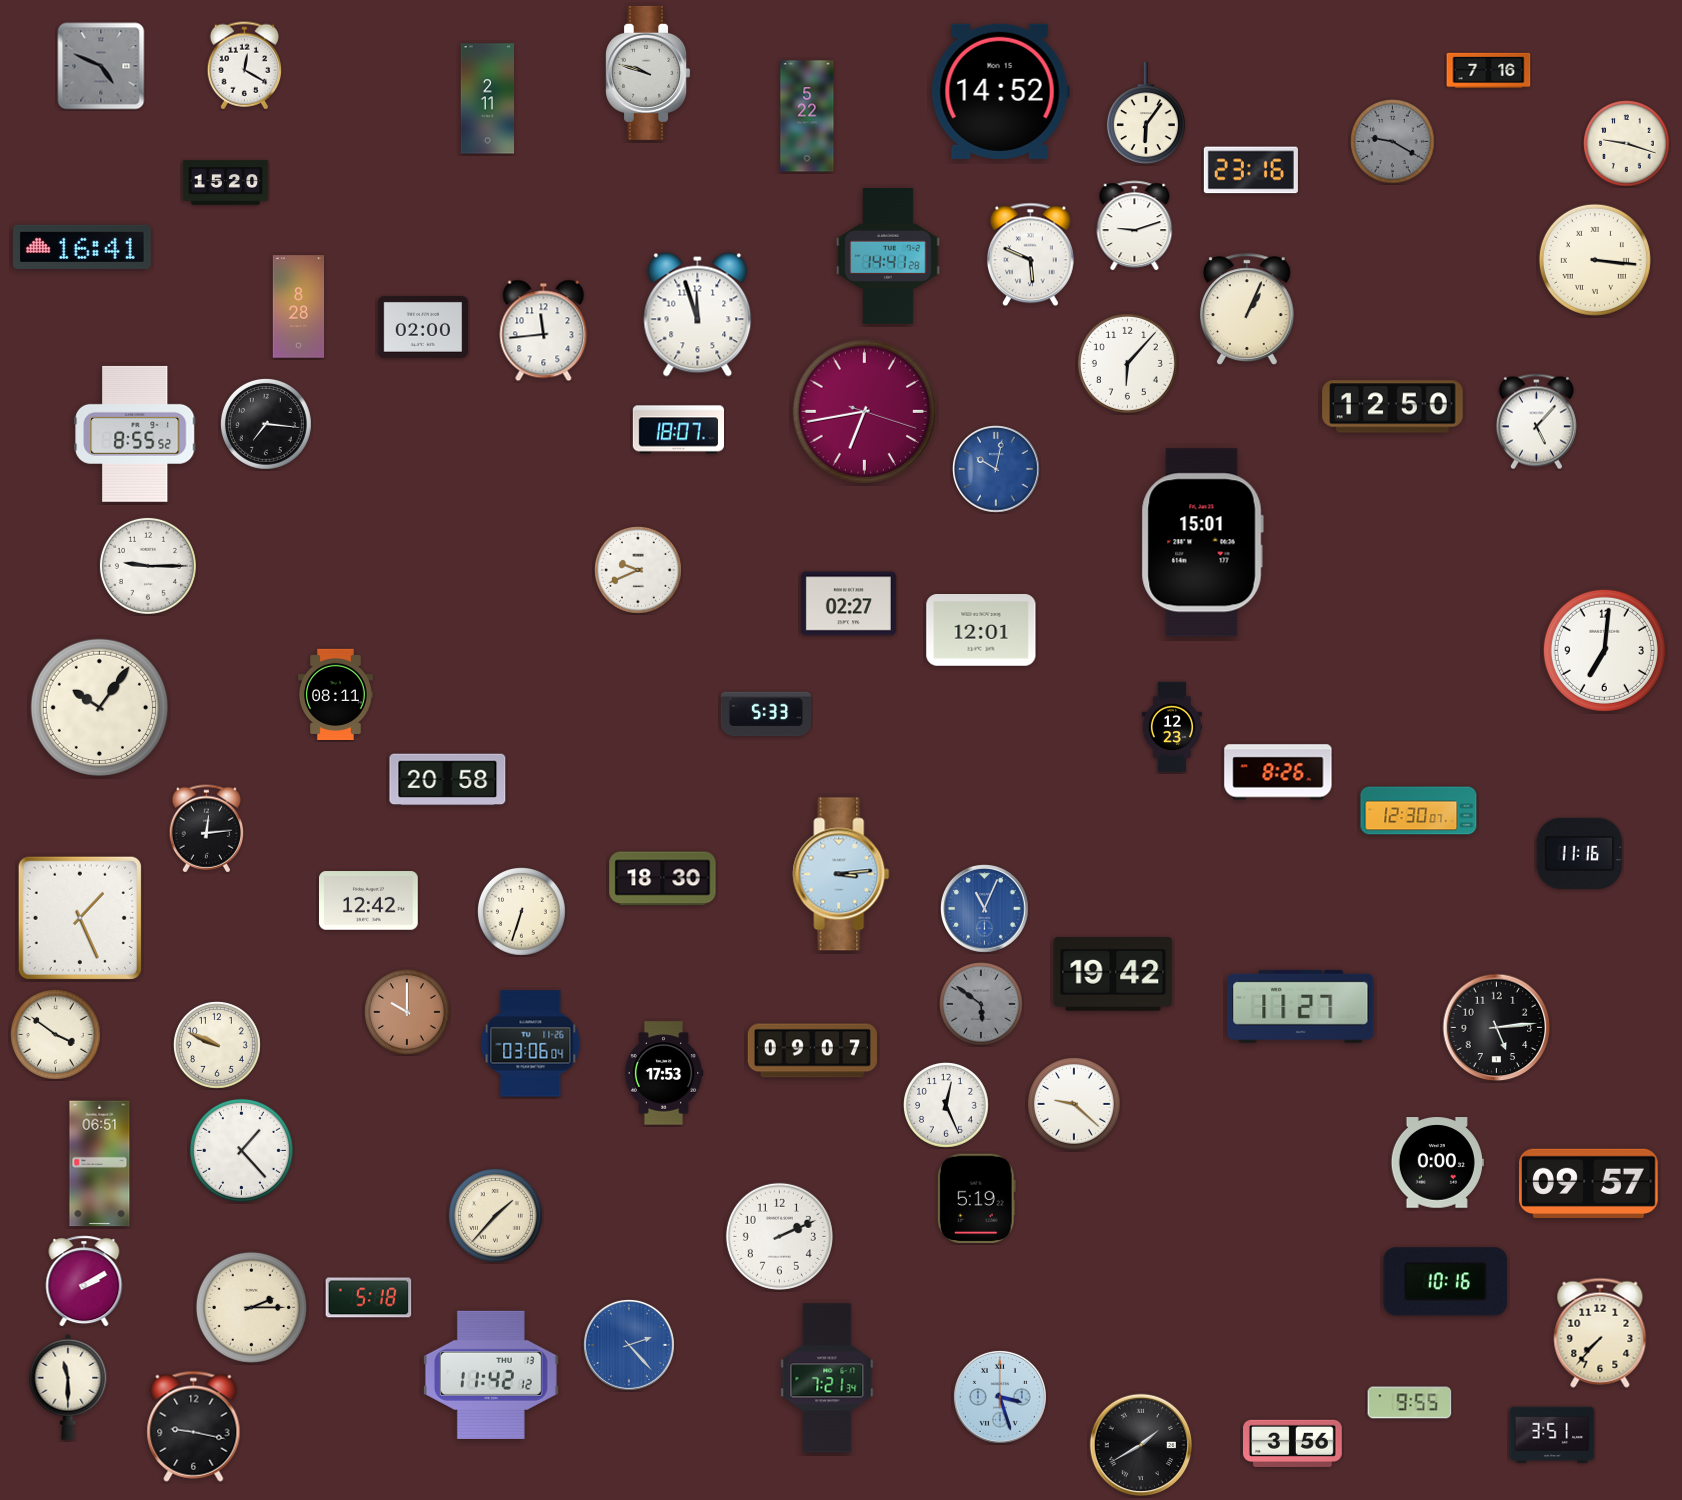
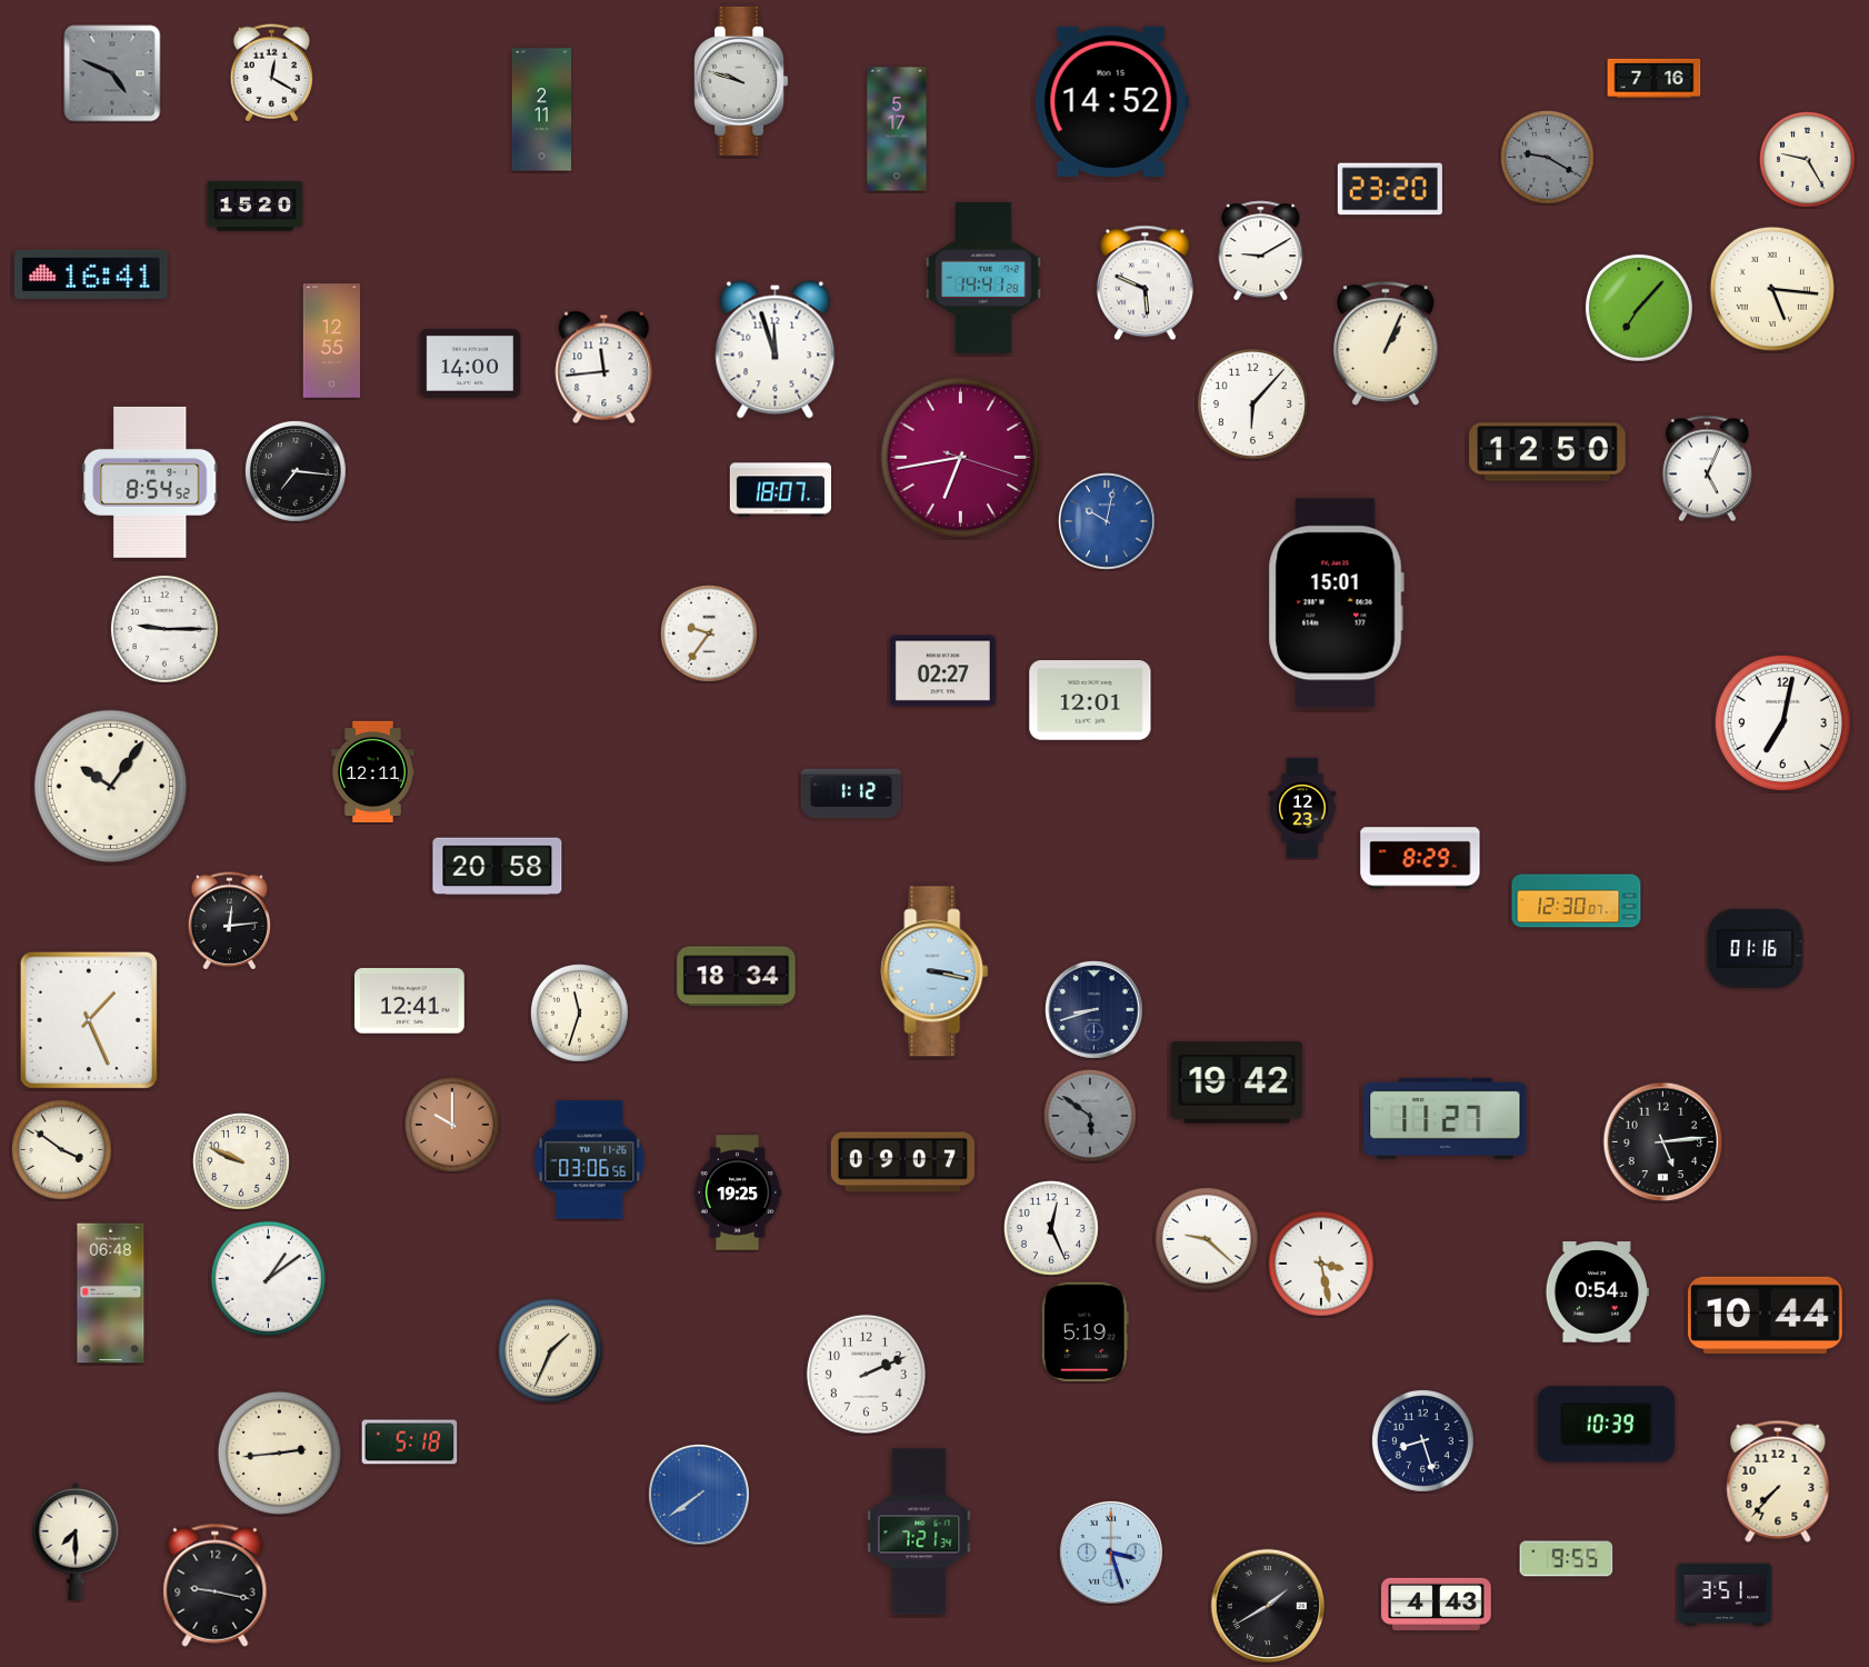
clock at (648, 73) position: (648, 73) -> (741, 81)
clock at (1146, 114): 6:06 -> none
clock at (807, 116): 5:22 -> 5:17
clock at (1627, 144): 9:18 -> 9:25
clock at (1251, 170): 23:16 -> 23:20
clock at (226, 183) position: (226, 183) -> (256, 207)
clock at (1135, 226): 9:12 -> 9:10
clock at (888, 256) position: (888, 256) -> (983, 278)
clock at (1595, 260): 3:16 -> 5:16
clock at (1639, 308): none -> 7:07
clock at (299, 307): 8:28 -> 12:55
clock at (423, 327): 02:00 -> 14:00
clock at (1536, 422): 5:07 -> 5:04
clock at (678, 430) position: (678, 430) -> (780, 490)
clock at (135, 434): 8:55 -> 8:54
clock at (639, 571): 9:41 -> 9:36
clock at (1604, 650): 7:01 -> 7:02
clock at (336, 694): 08:11 -> 12:11
clock at (766, 714): 5:33 -> 1:12
clock at (1278, 772): 8:26 -> 8:29
clock at (1580, 853): 11:16 -> 01:16
clock at (841, 874): 3:14 -> 3:17
clock at (663, 879): 18:30 -> 18:34
clock at (369, 901): 12:42 -> 12:41
clock at (985, 909): 11:04 -> 8:42
clock at (985, 909) dial: blue -> navy
clock at (522, 912): 6:33 -> 11:33
clock at (531, 1044): 03:06:04 -> 03:06:56
clock at (812, 1051) position: (812, 1051) -> (902, 1162)
clock at (664, 1073): 17:53 -> 19:25
clock at (1074, 1104) position: (1074, 1104) -> (1207, 1239)
clock at (1321, 1264): none -> 3:28
clock at (241, 1150): 1:23 -> 1:09
clock at (1437, 1163): 0:00 -> 0:54
clock at (100, 1164): 06:51 -> 06:48
clock at (1589, 1183): 09:57 -> 10:44
clock at (495, 1215): 1:37 -> 1:34
clock at (84, 1281): 2:10 -> none
clock at (1446, 1282): 10:16 -> 10:39
clock at (1422, 1440): none -> 8:27
clock at (251, 1307): 2:15 -> 2:44
clock at (629, 1345): 2:23 -> 7:39
clock at (491, 1375): 11:42 -> none
clock at (68, 1387): 11:30 -> 7:30
clock at (1293, 1443): 3:56 -> 4:43
